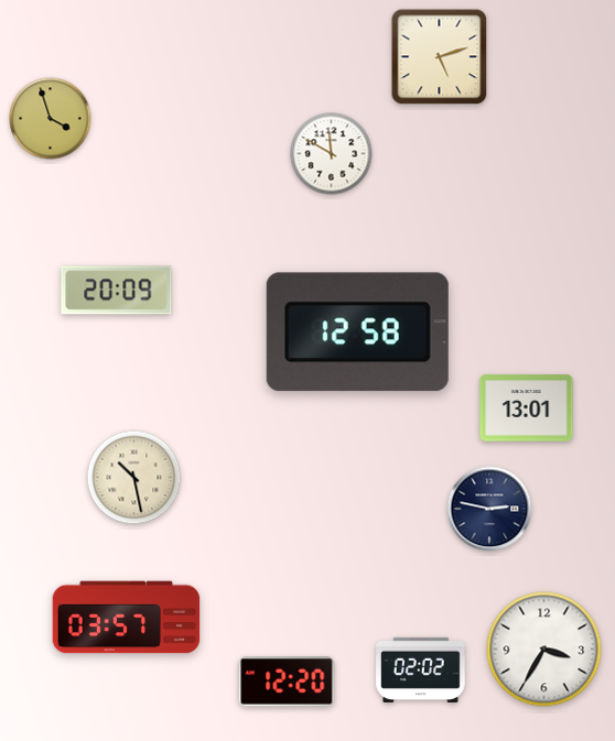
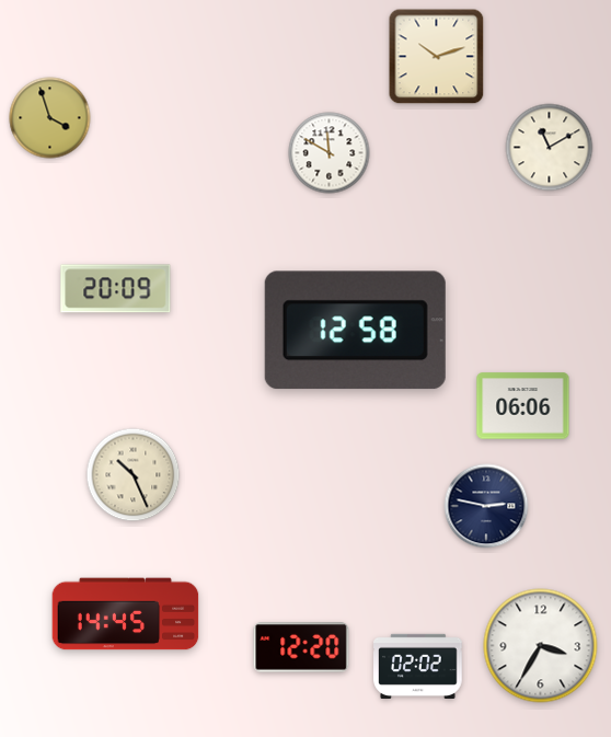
clock at (440, 57): 5:12 -> 10:12
clock at (550, 148): none -> 11:10
clock at (527, 408): 13:01 -> 06:06
clock at (134, 478): 10:28 -> 10:26
clock at (127, 618): 03:57 -> 14:45
clock at (287, 682) position: (287, 682) -> (301, 647)
